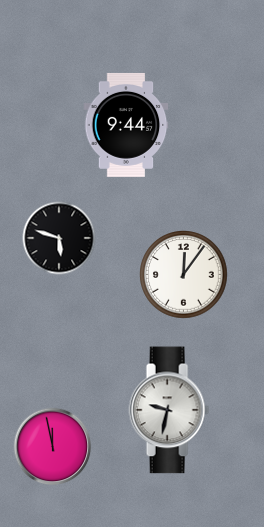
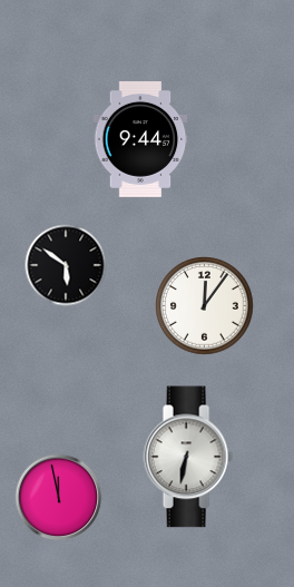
clock at (59, 238): 5:48 -> 5:51
clock at (169, 410): 9:32 -> 6:32
